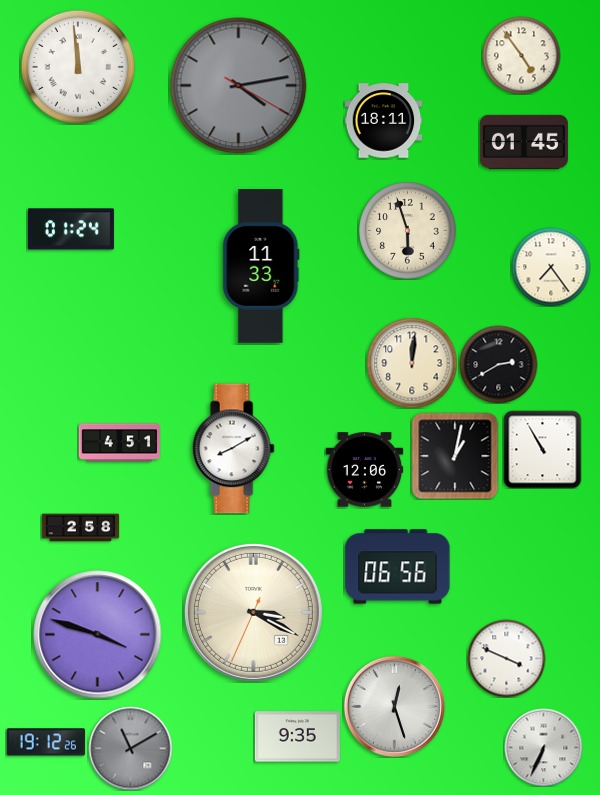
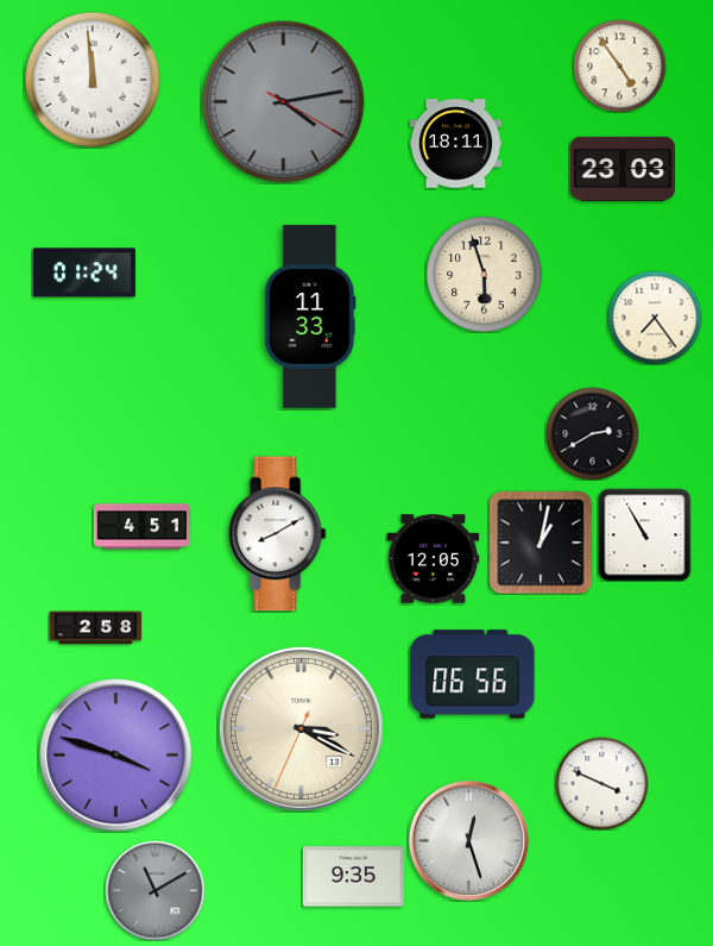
clock at (524, 142): 01:45 -> 23:03
clock at (412, 363): 12:01 -> none
clock at (364, 470): 12:06 -> 12:05
clock at (46, 742): 19:12 -> none
clock at (543, 747): 6:34 -> none
